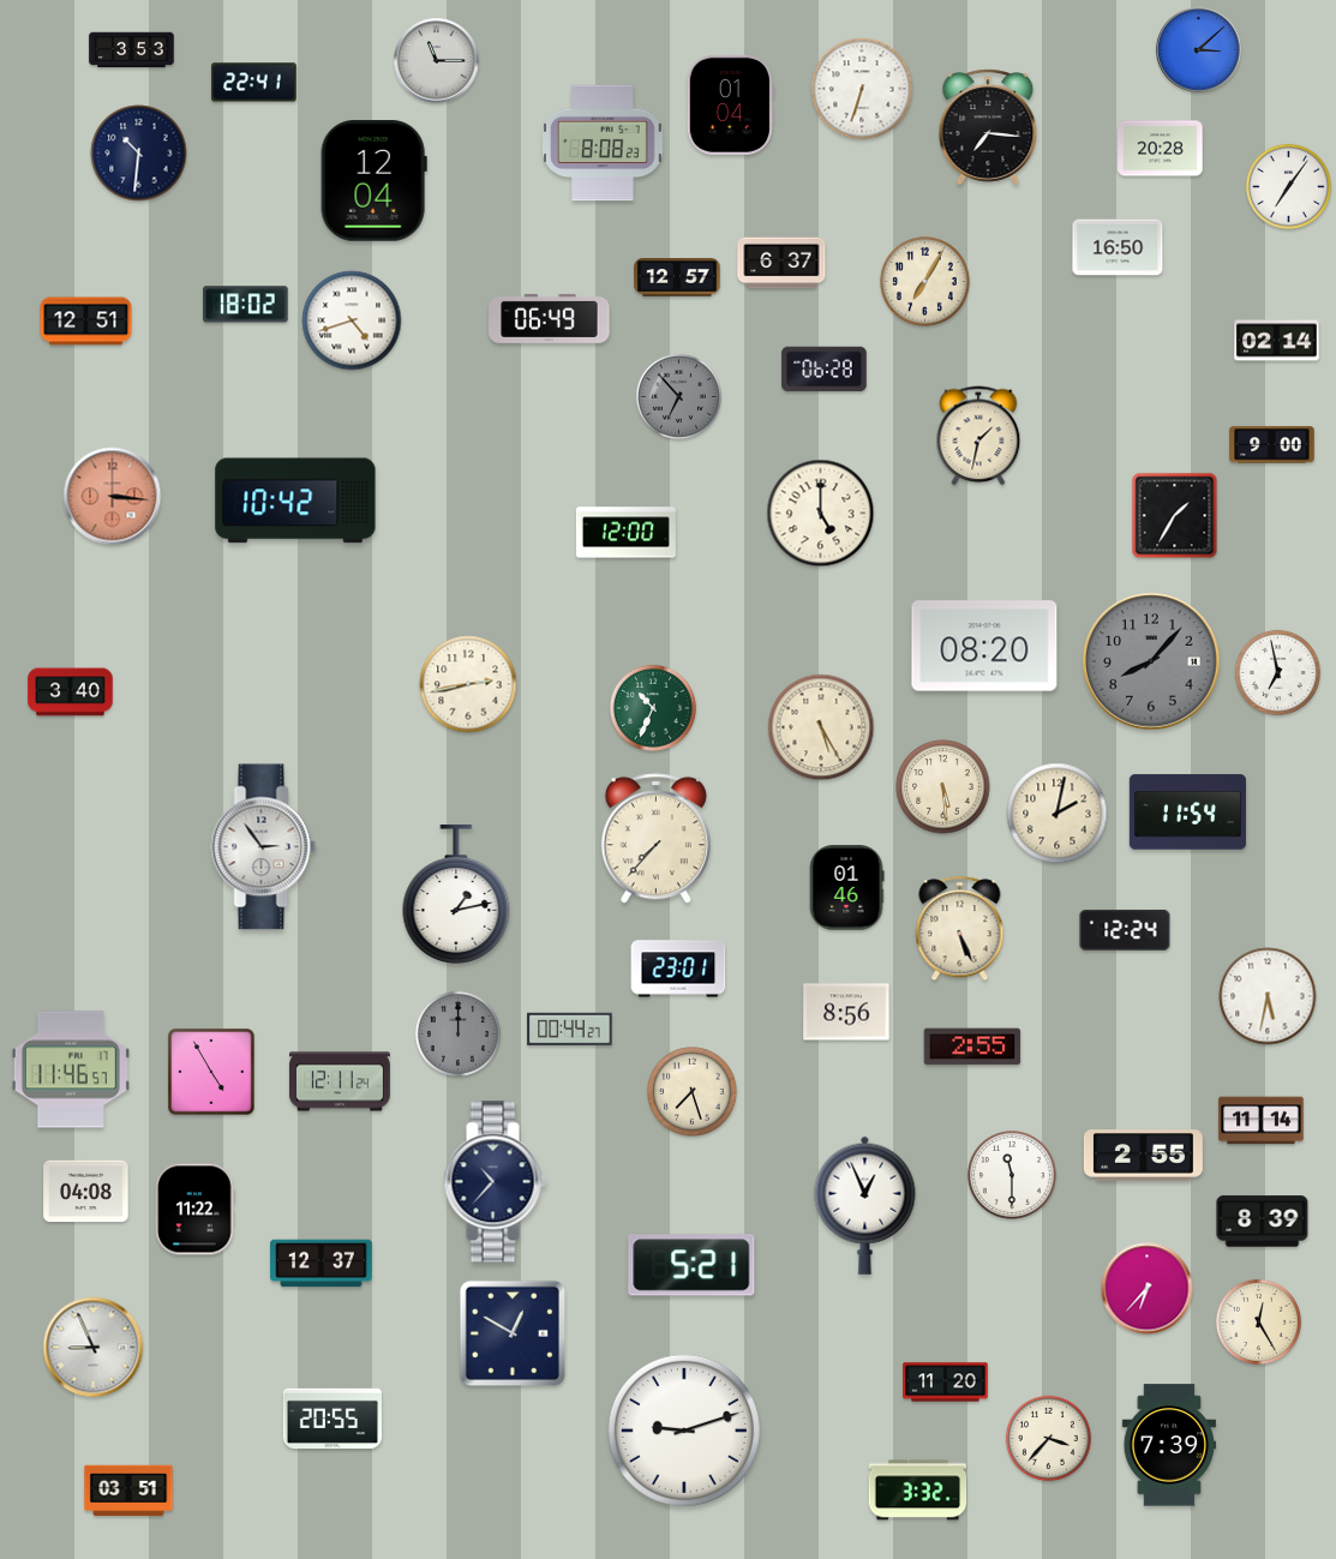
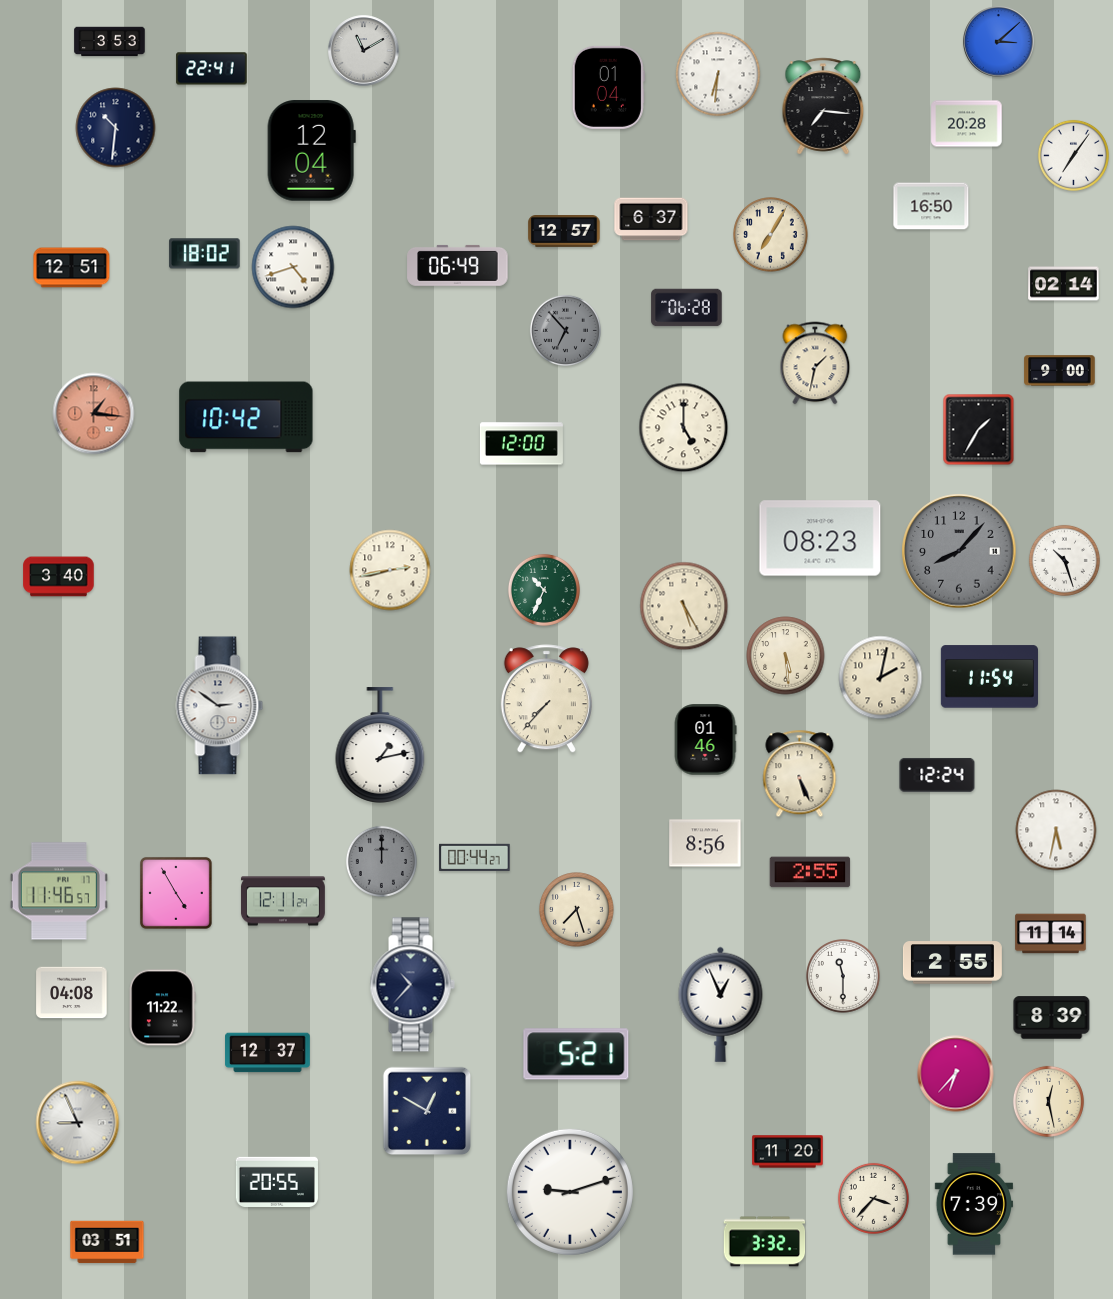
clock at (437, 61): 11:15 -> 11:10
clock at (862, 89): 6:33 -> 6:31
clock at (603, 143): 8:08 -> none
clock at (113, 497): 3:16 -> 1:16
clock at (984, 646): 08:20 -> 08:23
clock at (1277, 672): 6:58 -> 10:27
clock at (264, 847): 2:54 -> 2:51
clock at (678, 969): 23:01 -> none
clock at (1013, 1176) position: (1013, 1176) -> (844, 977)
clock at (1258, 1321): 12:25 -> 12:28
